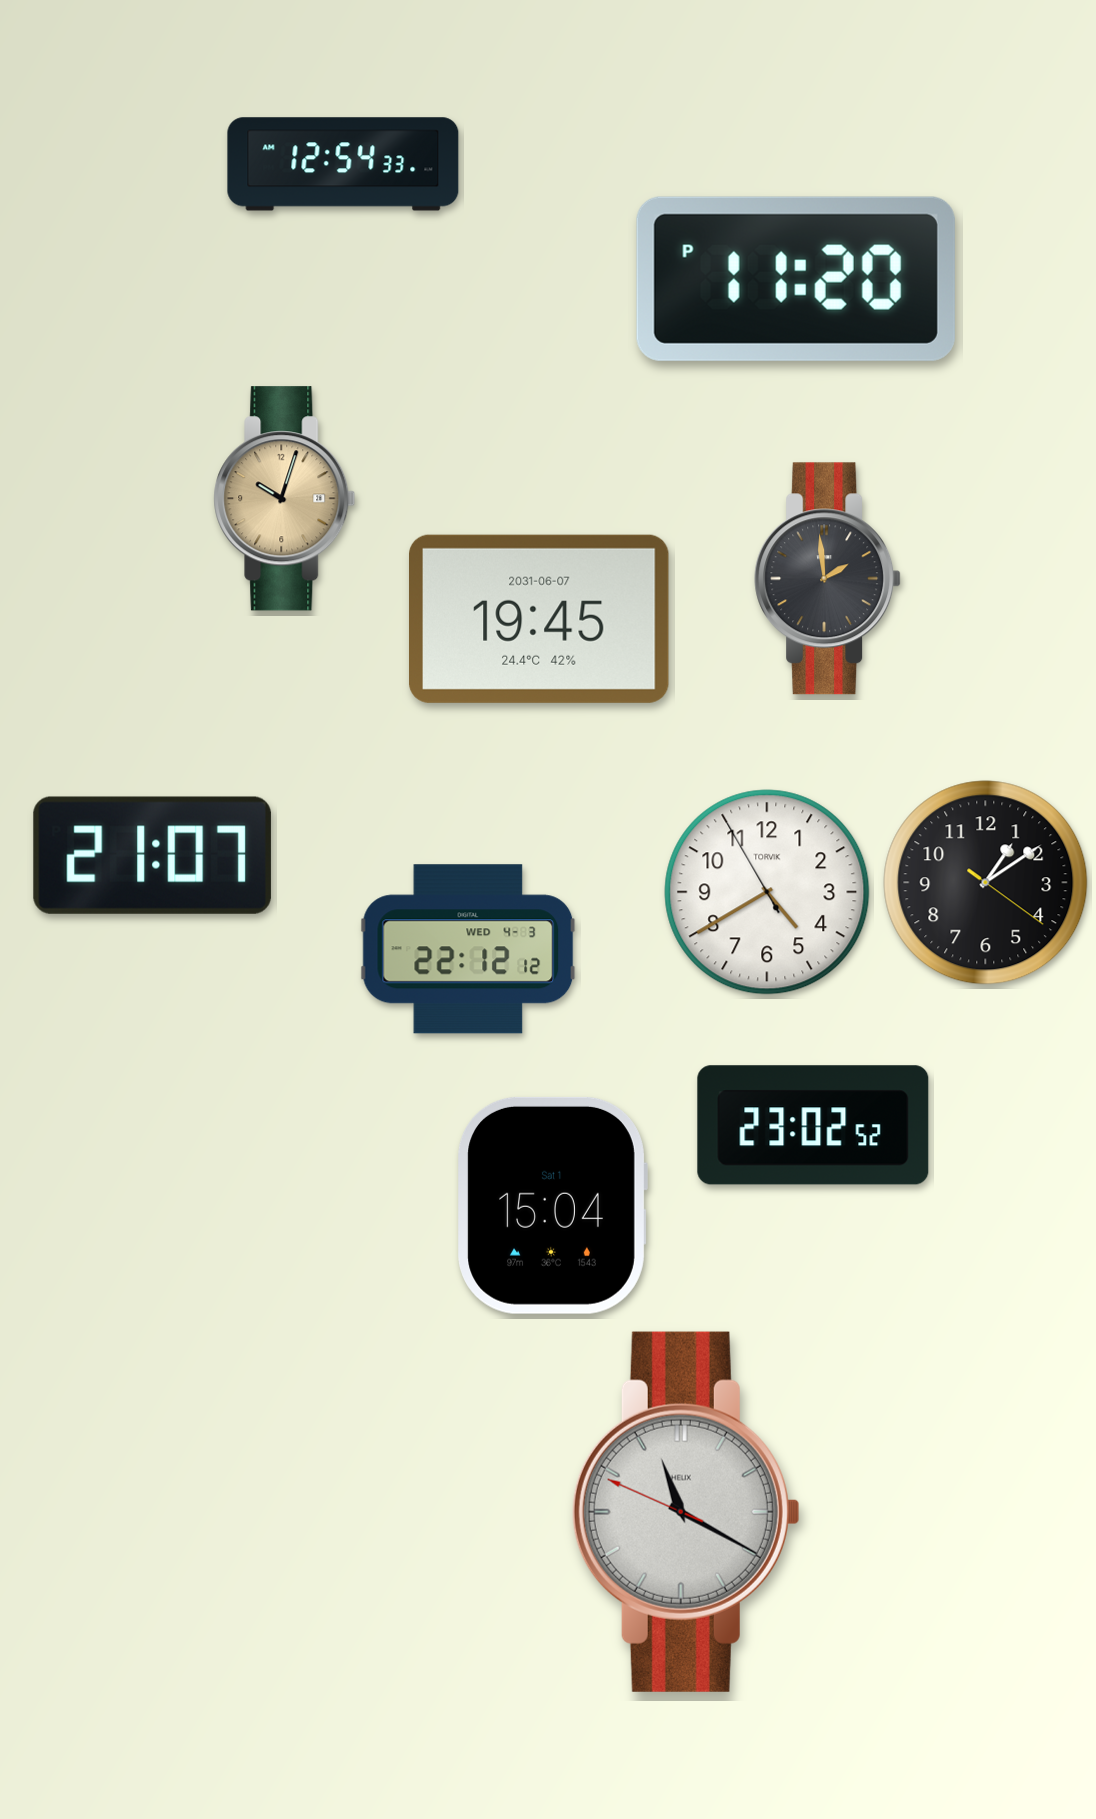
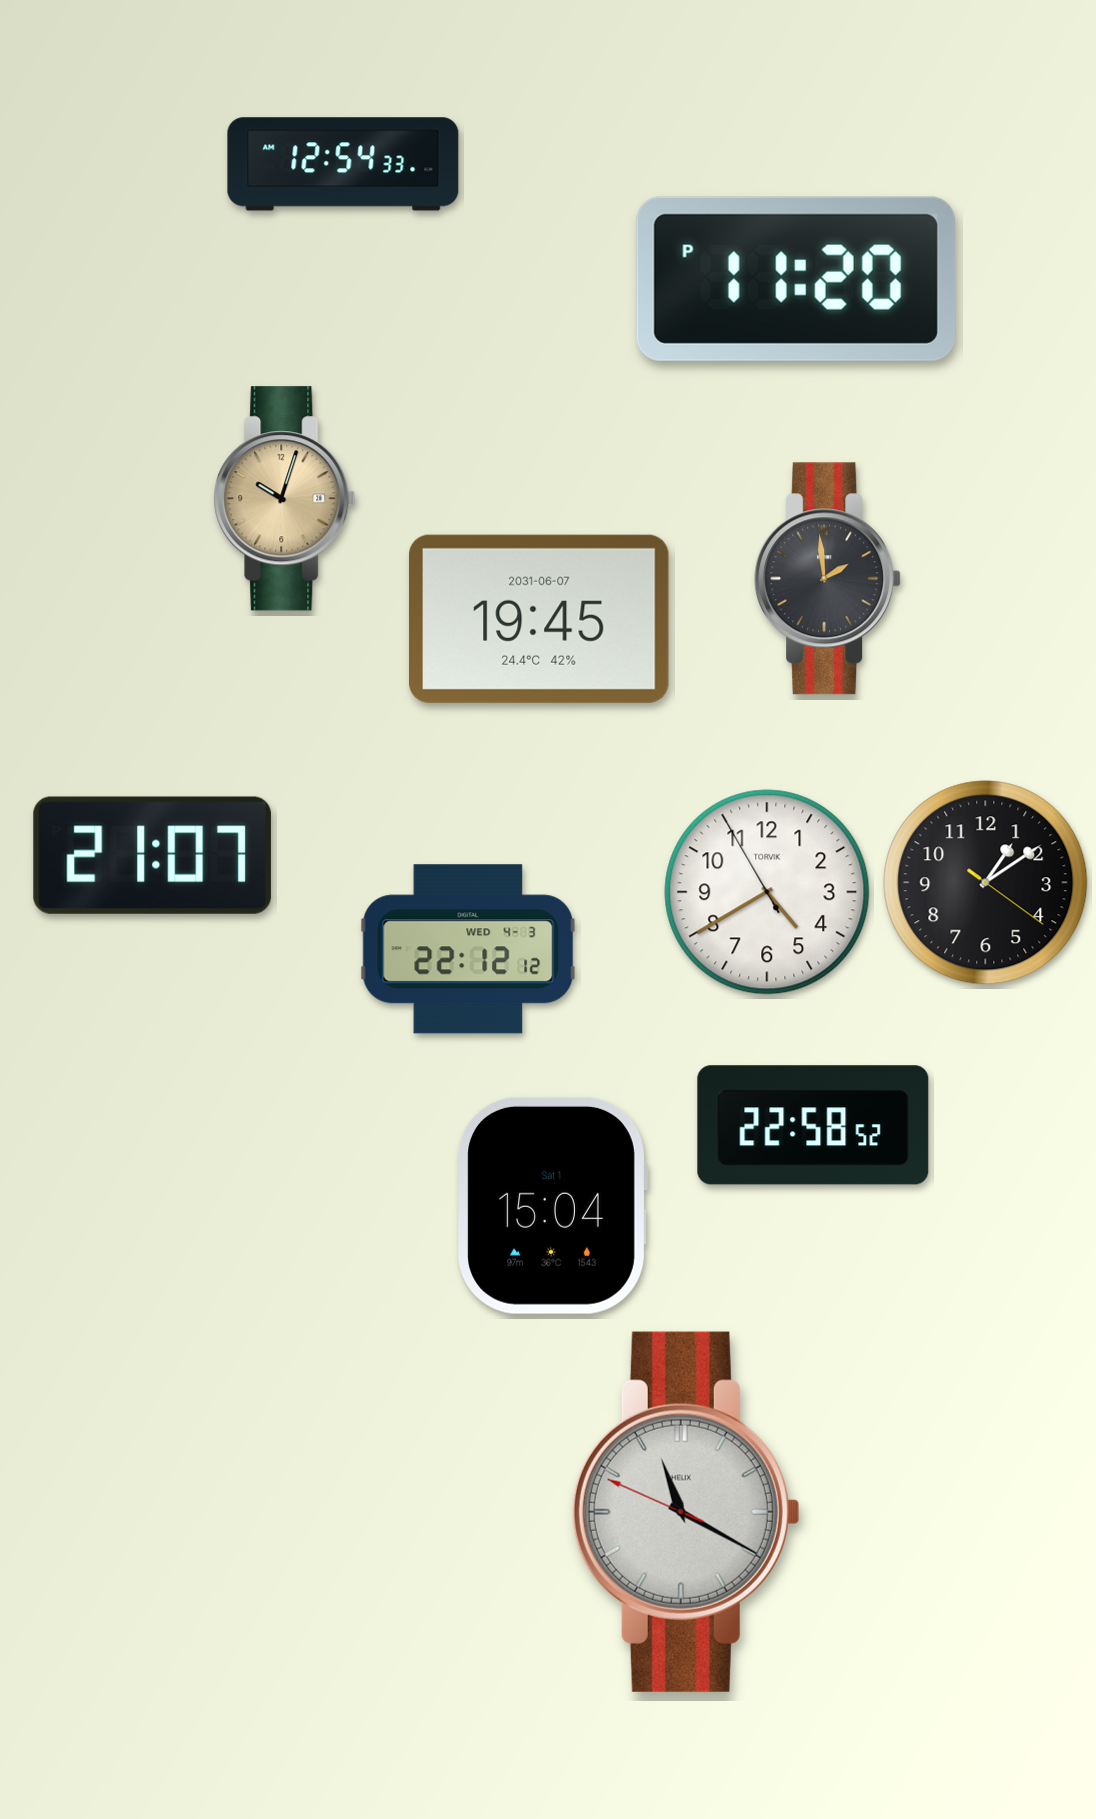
clock at (813, 1125): 23:02 -> 22:58
